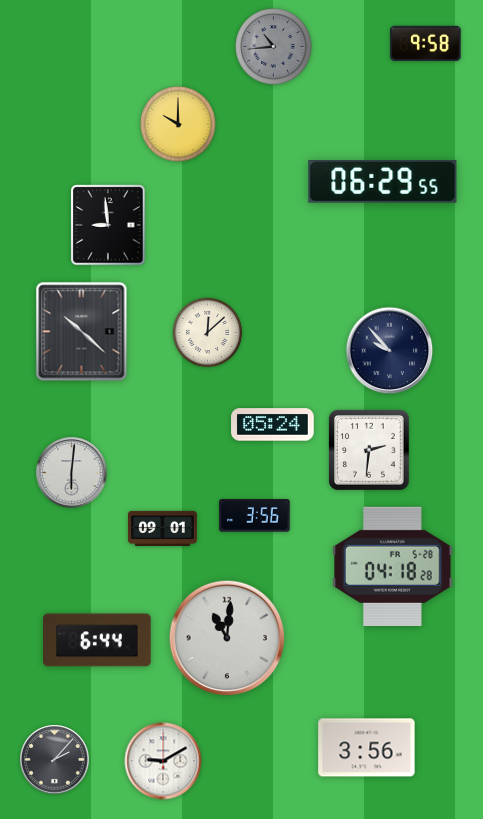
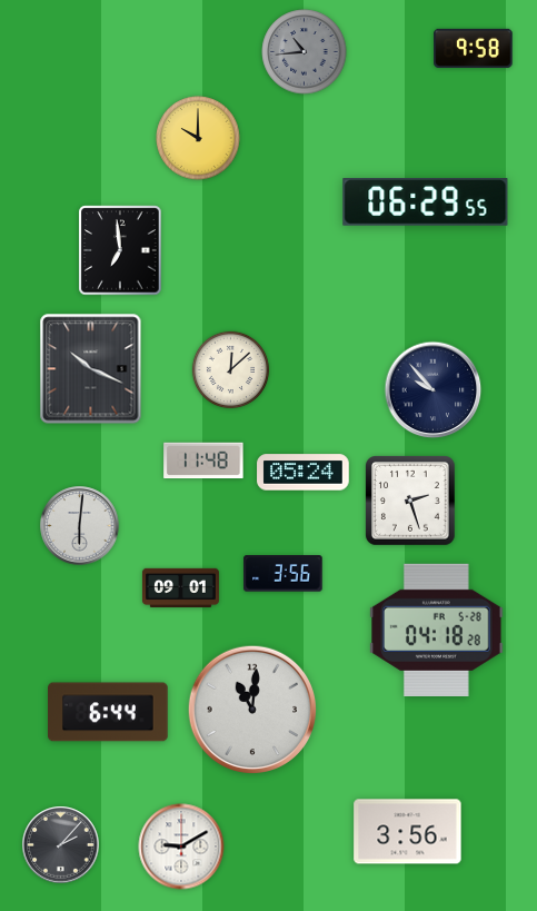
clock at (108, 225): 8:59 -> 6:59
clock at (82, 332): 10:22 -> 10:19
clock at (203, 461): none -> 11:48
clock at (370, 451): 2:31 -> 2:27
